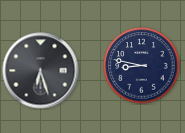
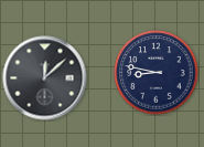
clock at (41, 71): 6:27 -> 12:08
